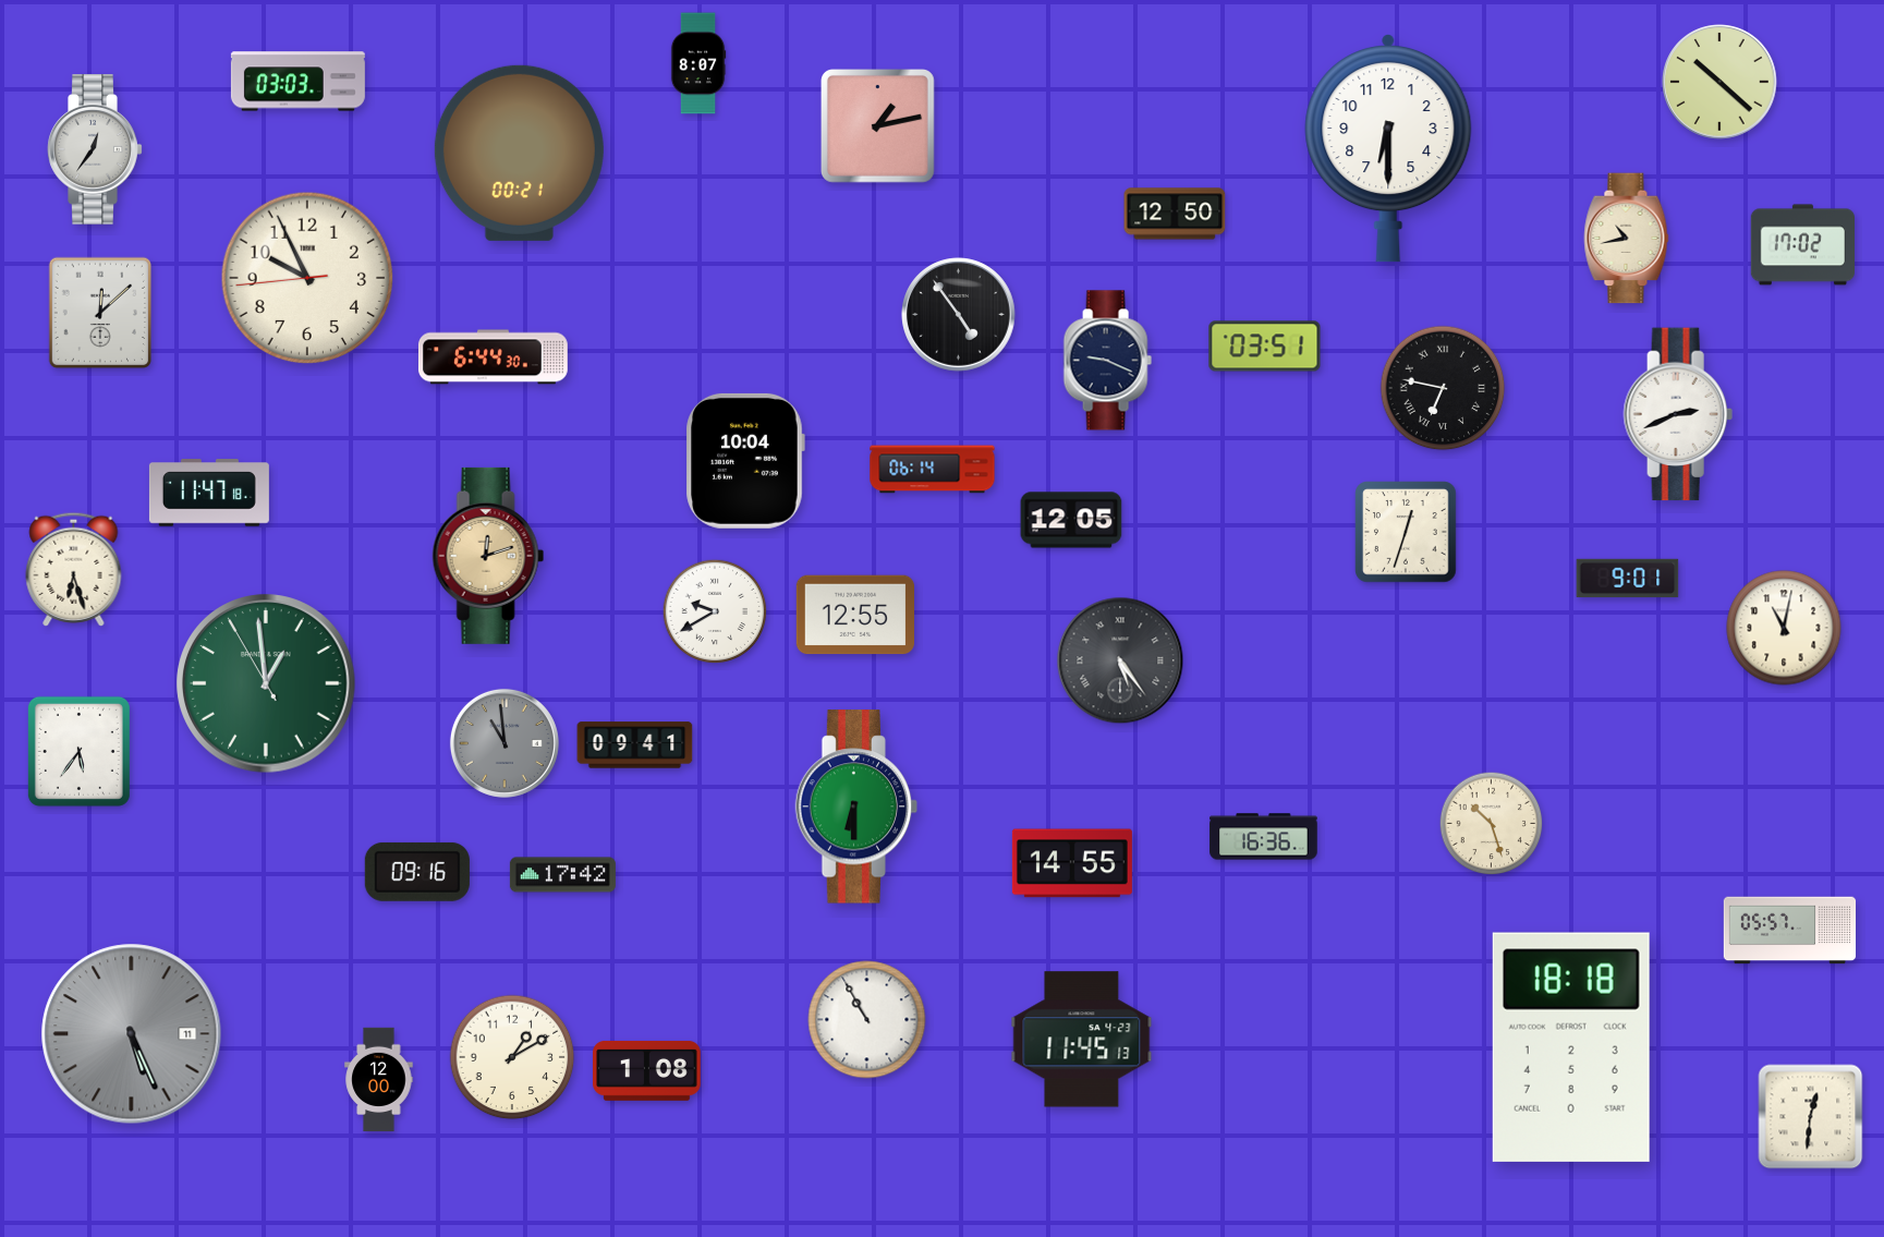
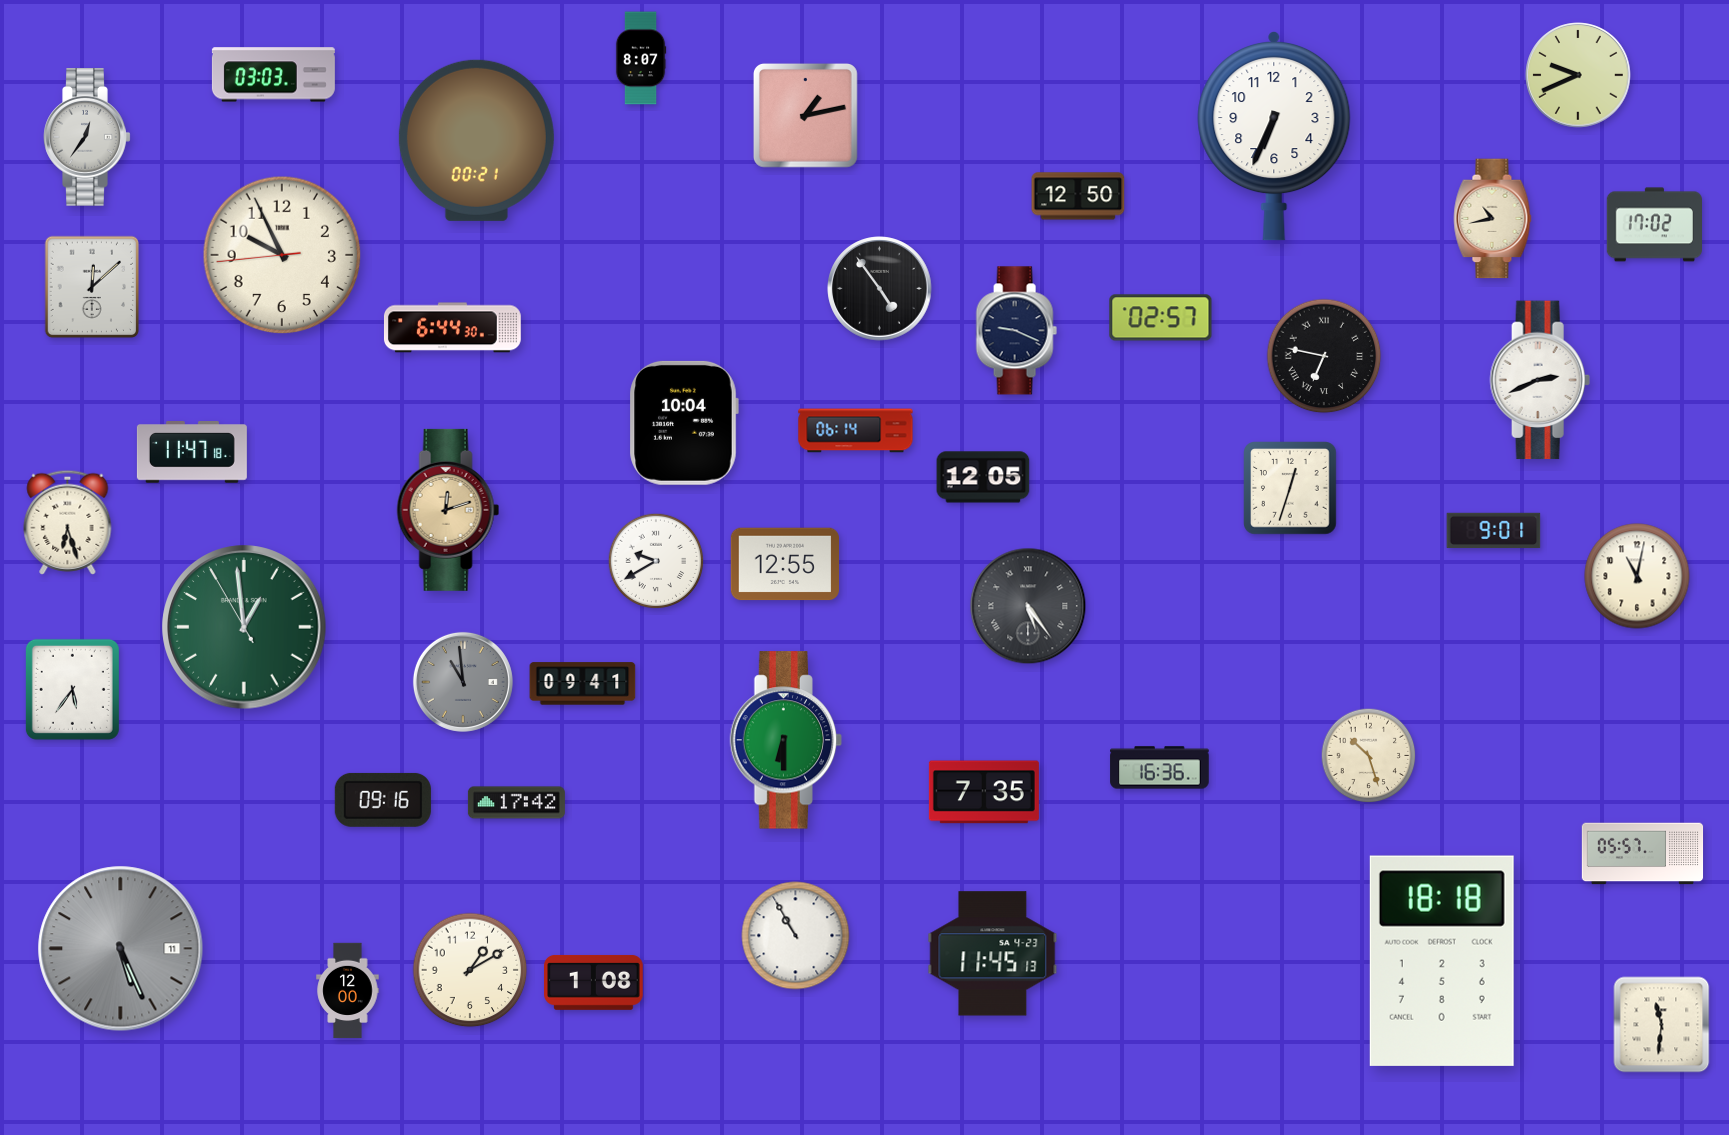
clock at (1719, 82): 10:22 -> 9:41
clock at (1388, 149): 6:30 -> 6:34
clock at (1265, 347): 03:51 -> 02:57
clock at (1072, 863): 14:55 -> 7:35
clock at (1811, 1117): 12:31 -> 11:31
